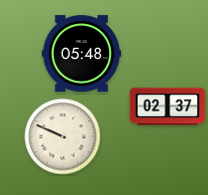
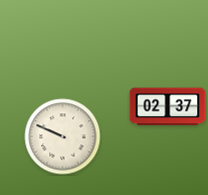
clock at (82, 54): 05:48 -> none
